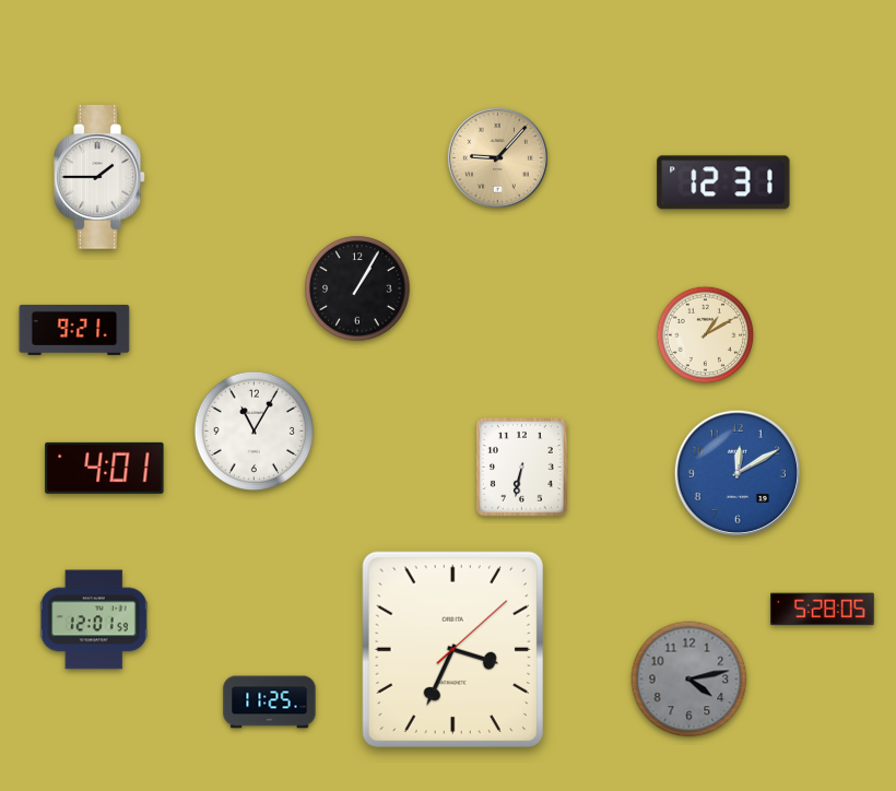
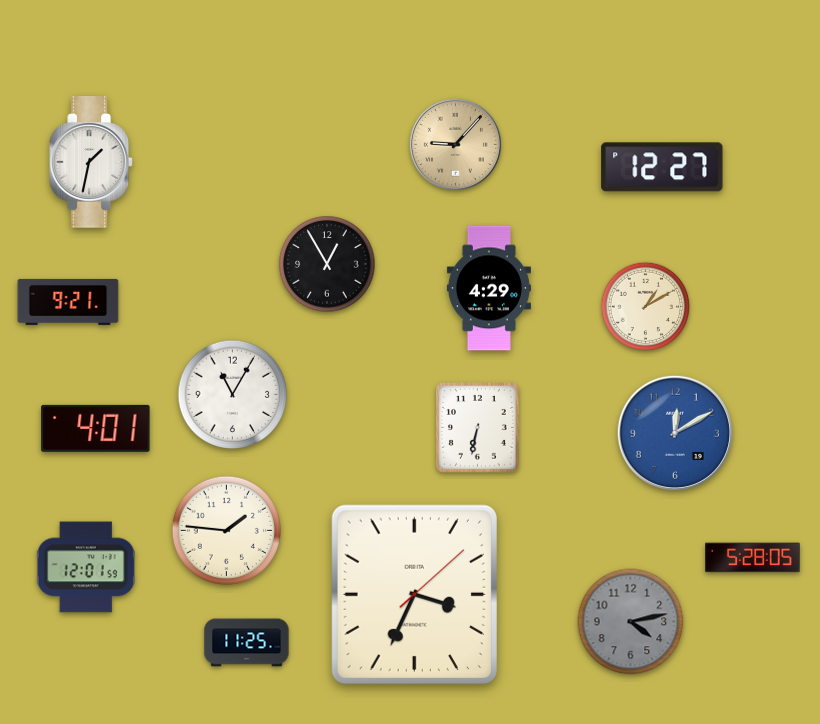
clock at (99, 177): 1:45 -> 1:32
clock at (723, 182): 12:31 -> 12:27
clock at (357, 288): 1:05 -> 12:55
clock at (489, 288): none -> 4:29
clock at (226, 530): none -> 1:46
